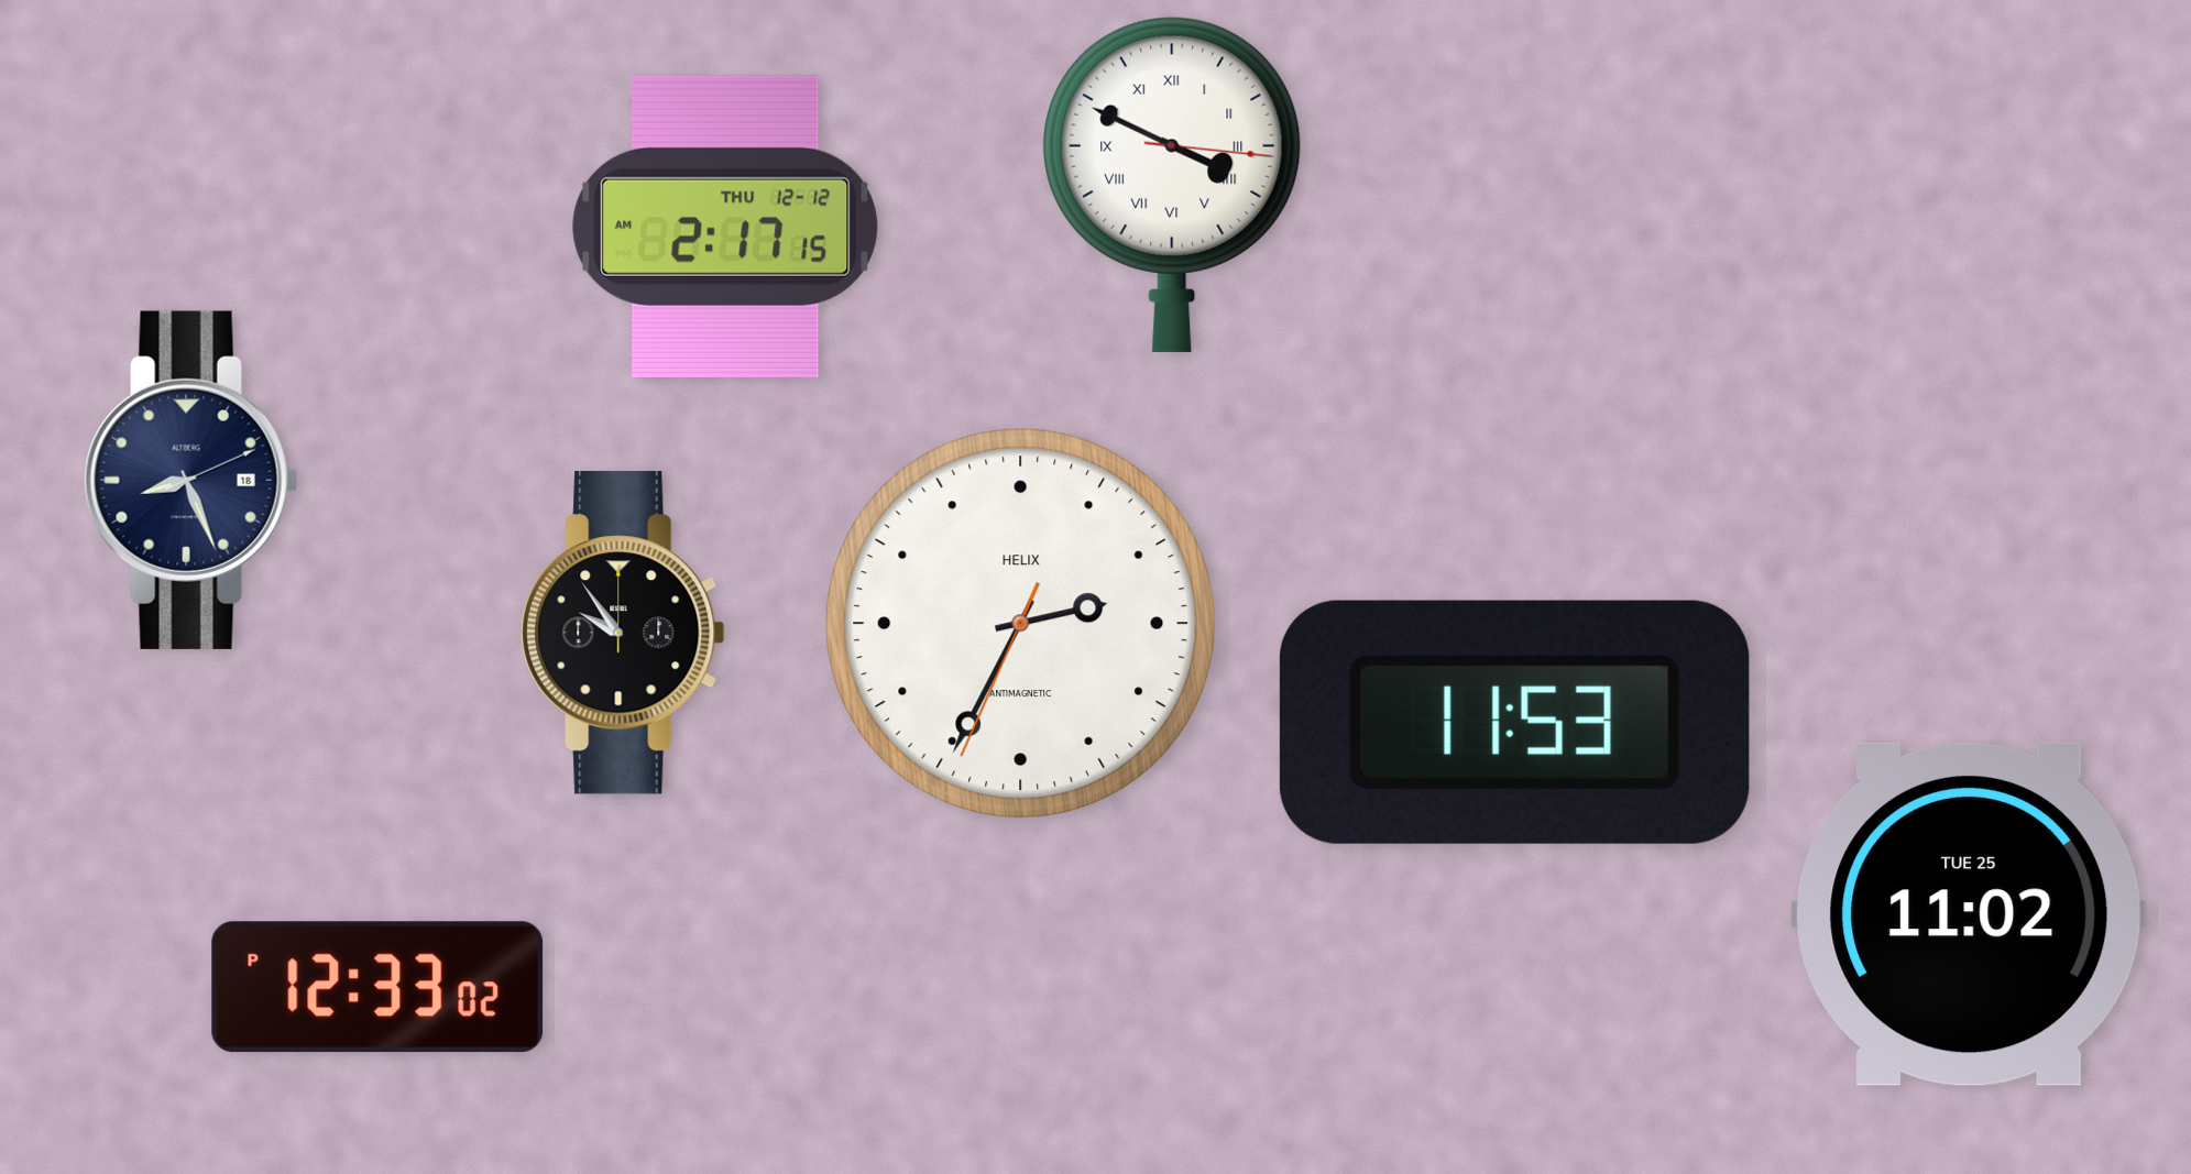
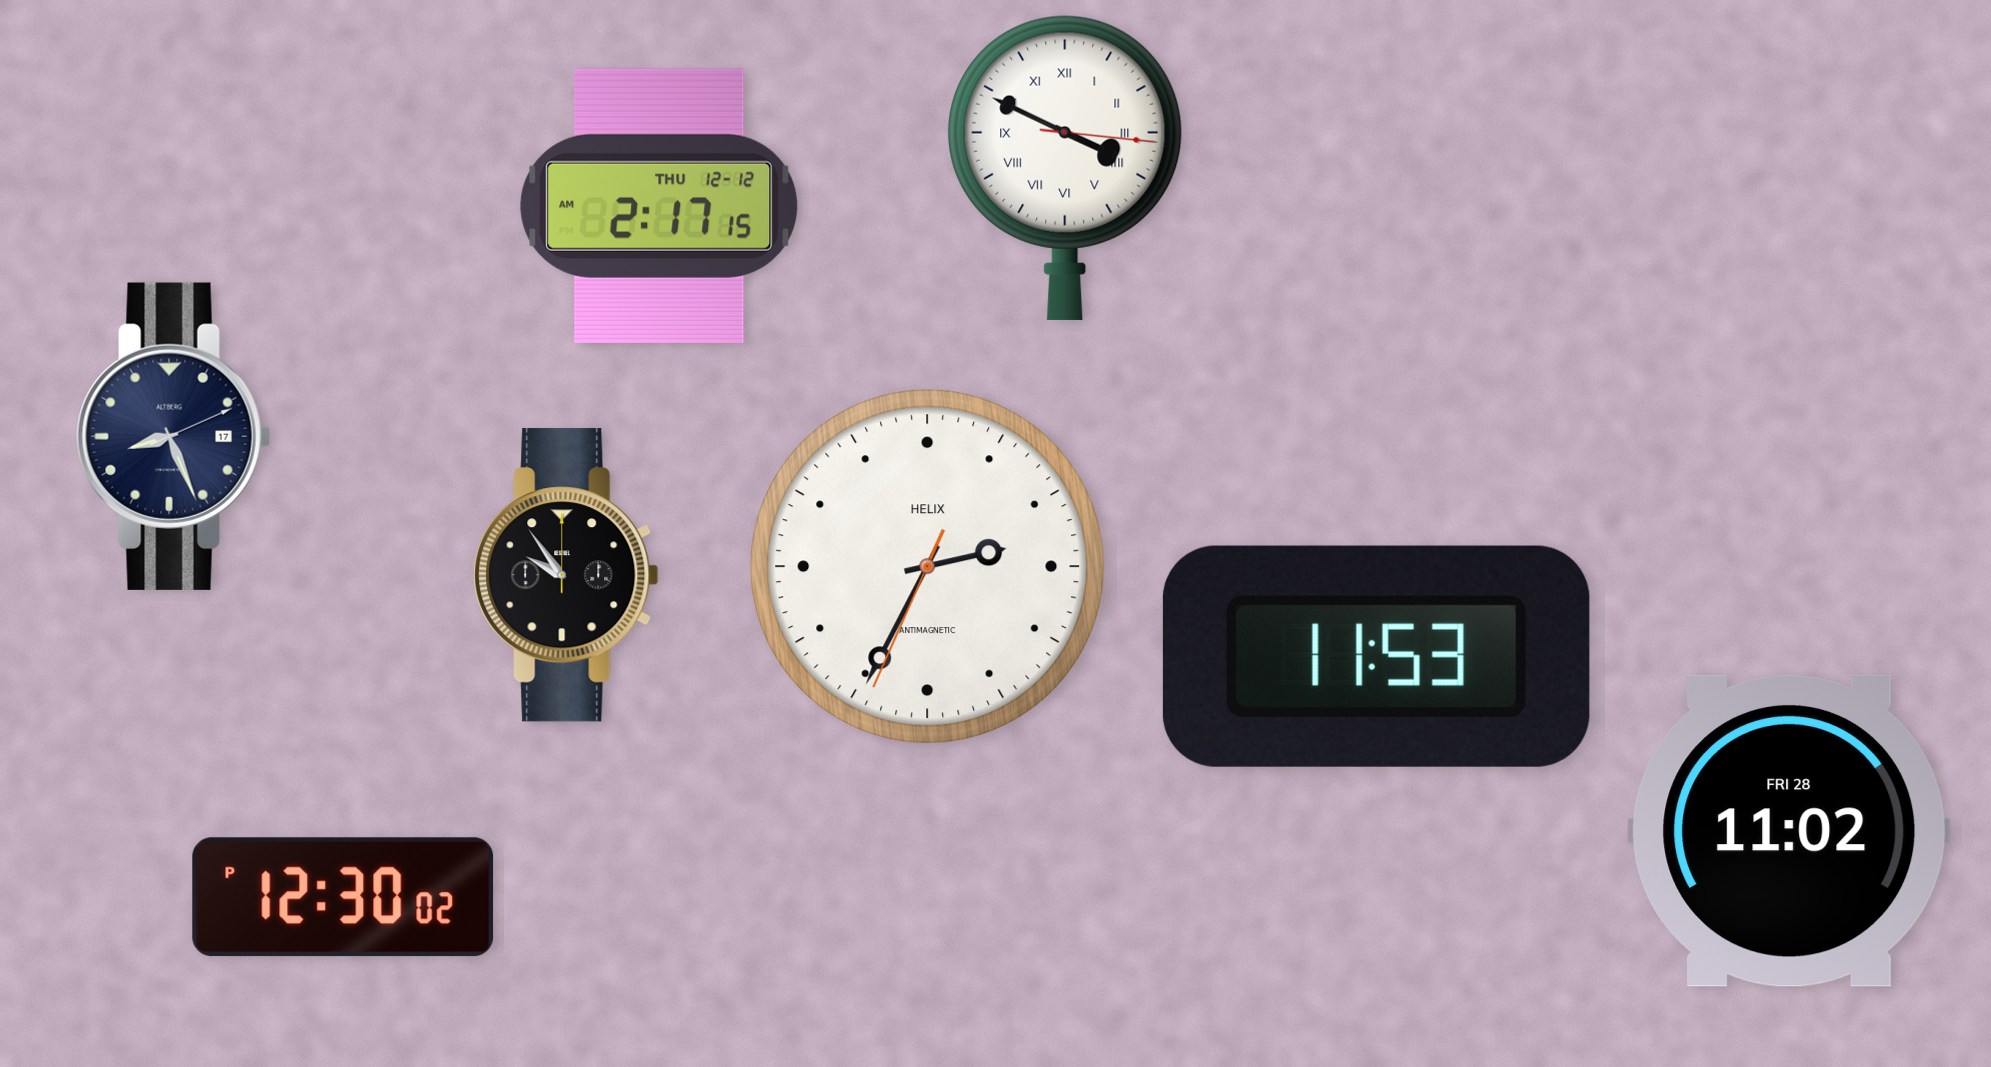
clock at (191, 480) date: 18 -> 17
clock at (1969, 914) date: TUE 25 -> FRI 28
clock at (377, 987): 12:33 -> 12:30
